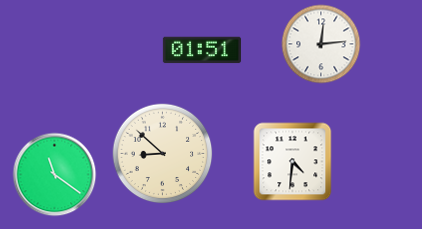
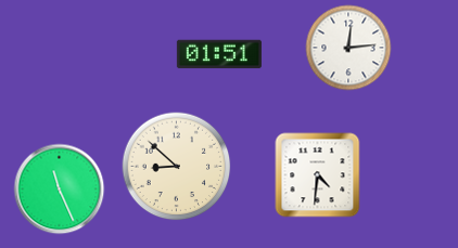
clock at (55, 175): 11:21 -> 11:26
